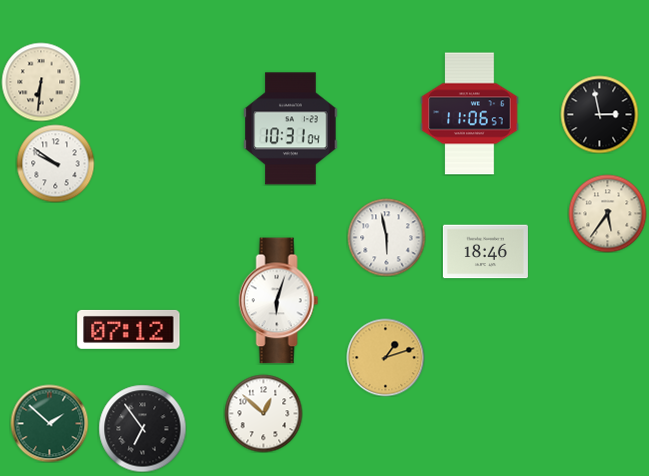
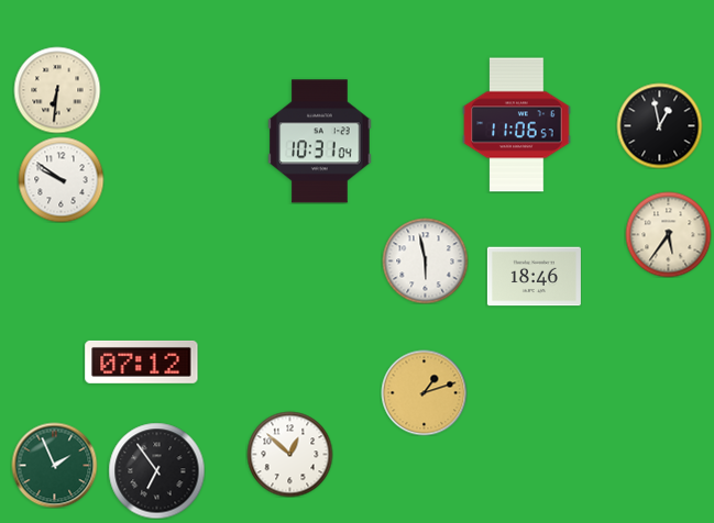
clock at (41, 82) position: (41, 82) -> (57, 90)
clock at (599, 114): 2:58 -> 12:58
clock at (279, 301): 6:03 -> none
clock at (49, 423): 1:52 -> 1:56
